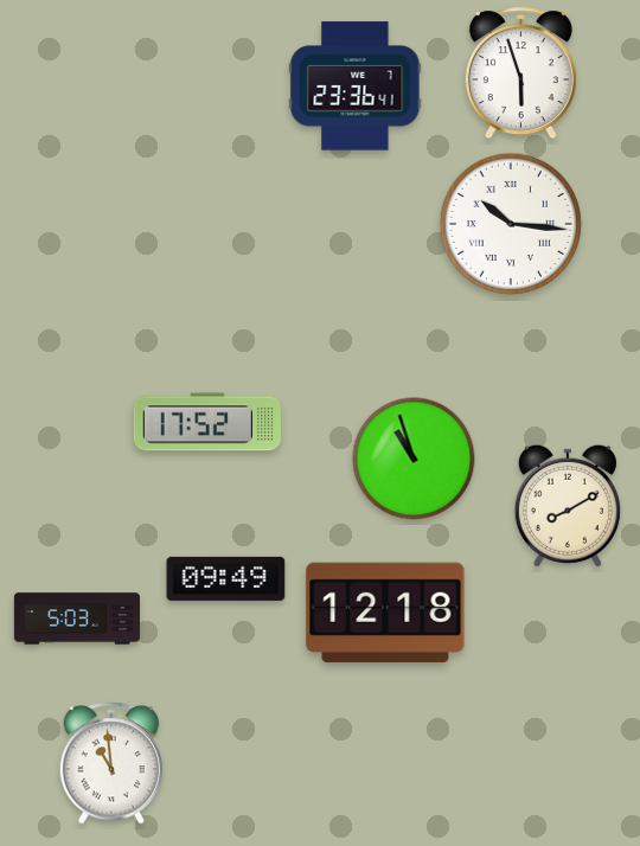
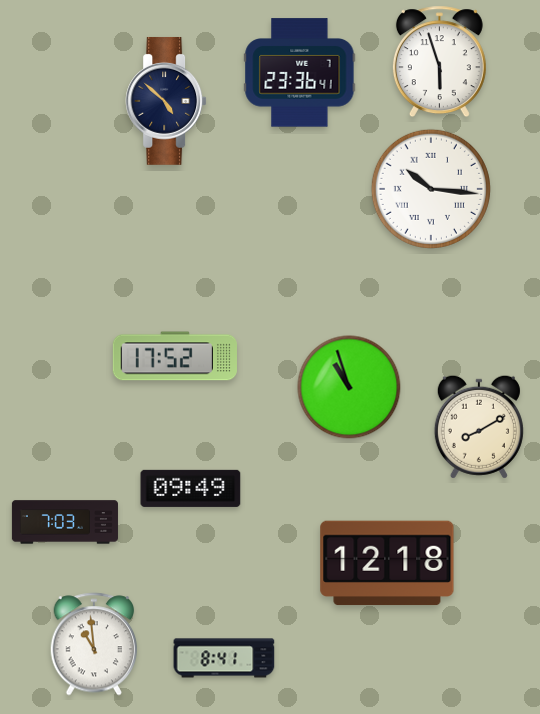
clock at (166, 101): none -> 4:52
clock at (385, 613) position: (385, 613) -> (387, 563)
clock at (77, 619): 5:03 -> 7:03
clock at (224, 658): none -> 8:41
